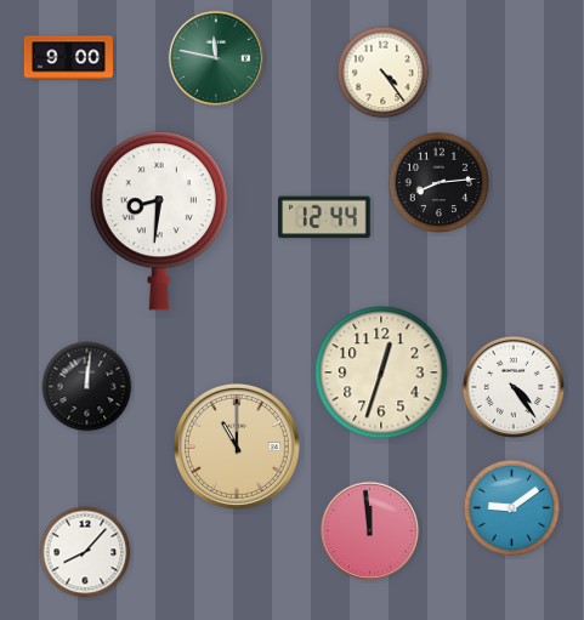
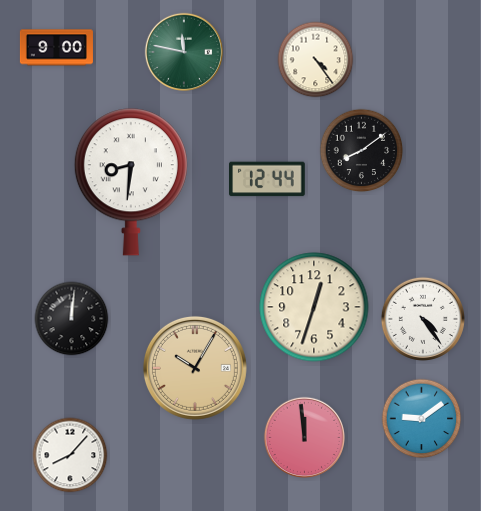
clock at (215, 57) position: (215, 57) -> (183, 51)
clock at (440, 183): 8:14 -> 8:09
clock at (237, 446): 11:00 -> 10:05
